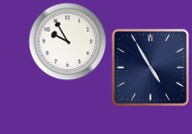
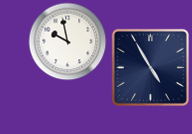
clock at (67, 41): 9:55 -> 9:58
